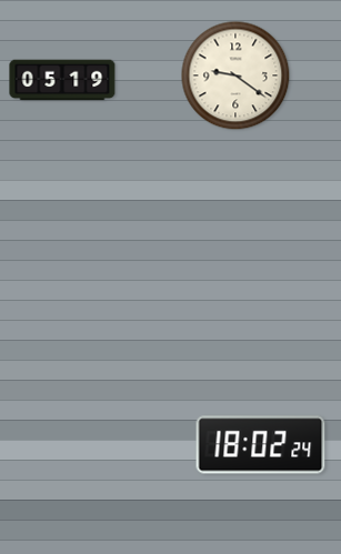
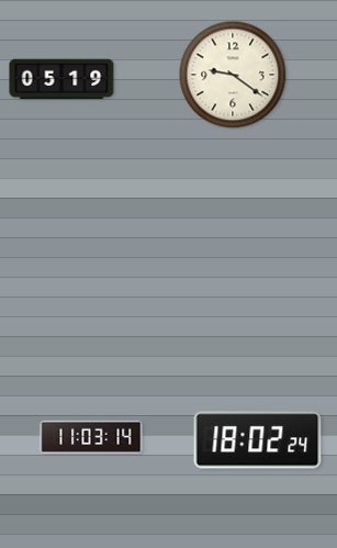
clock at (91, 437): none -> 11:03
